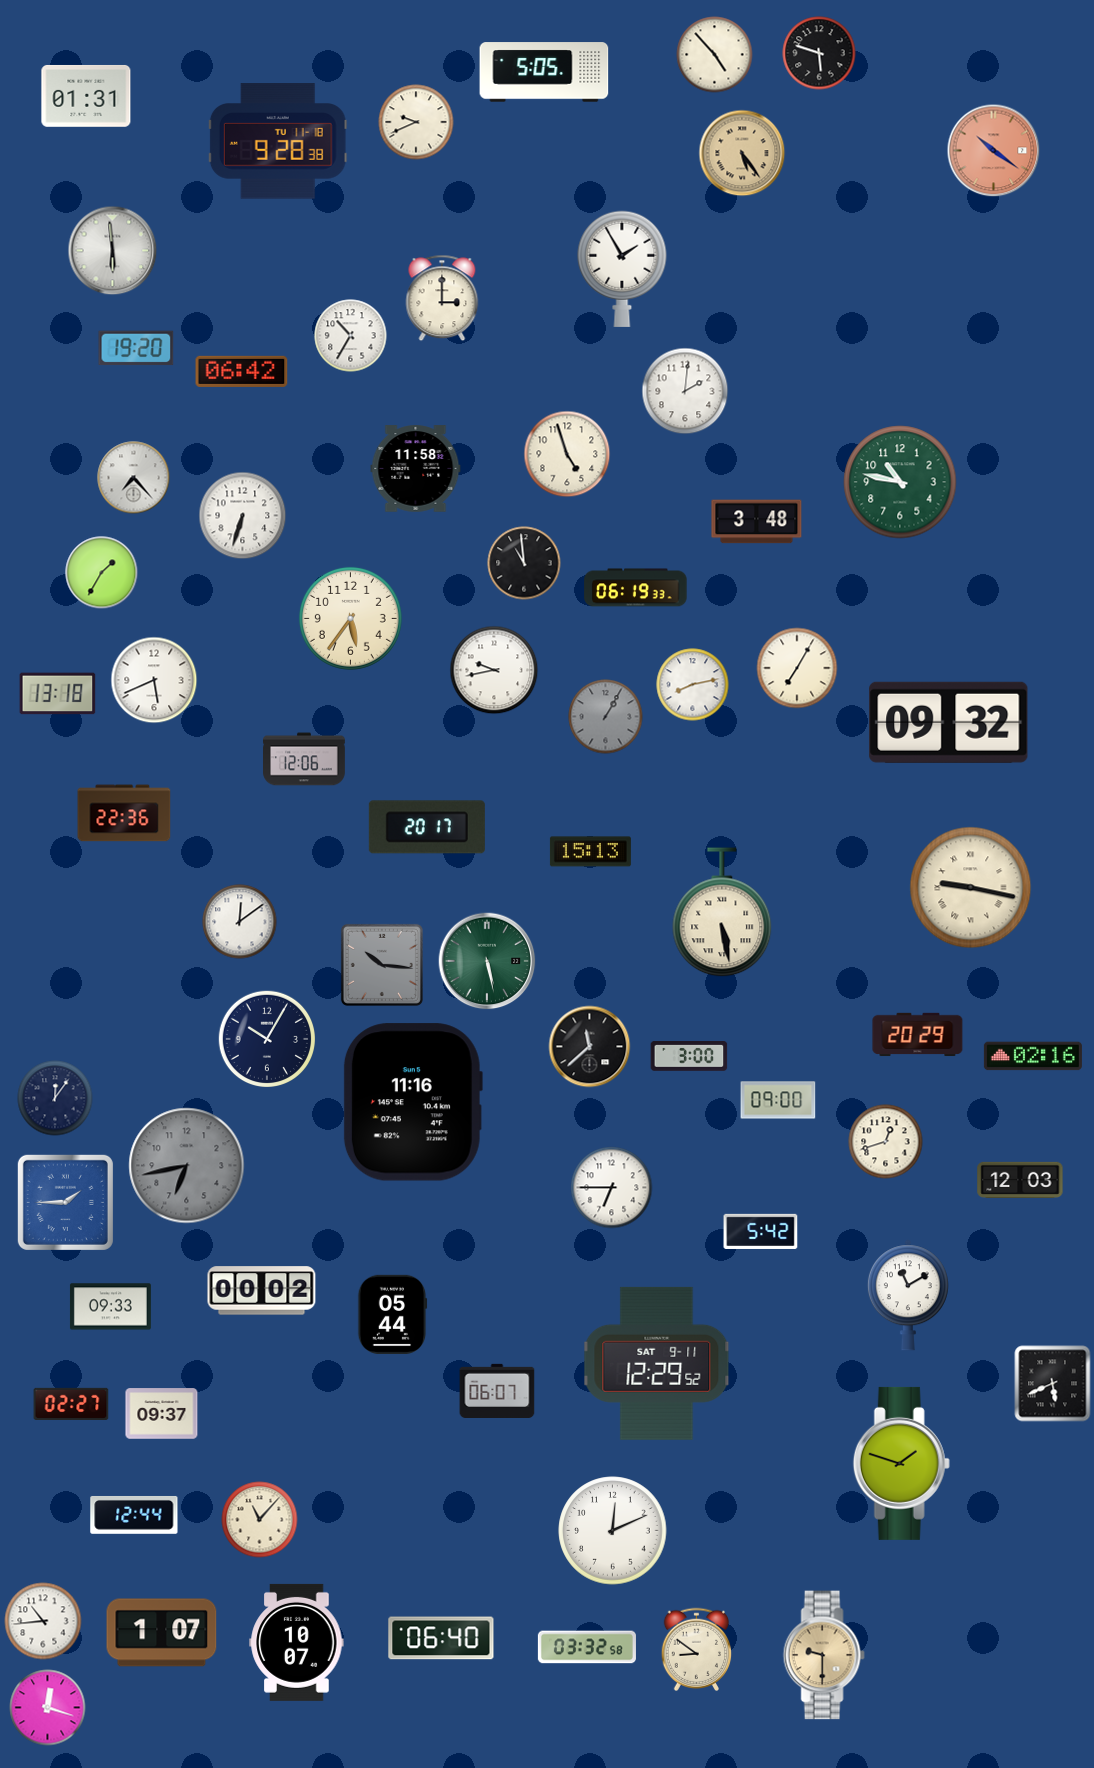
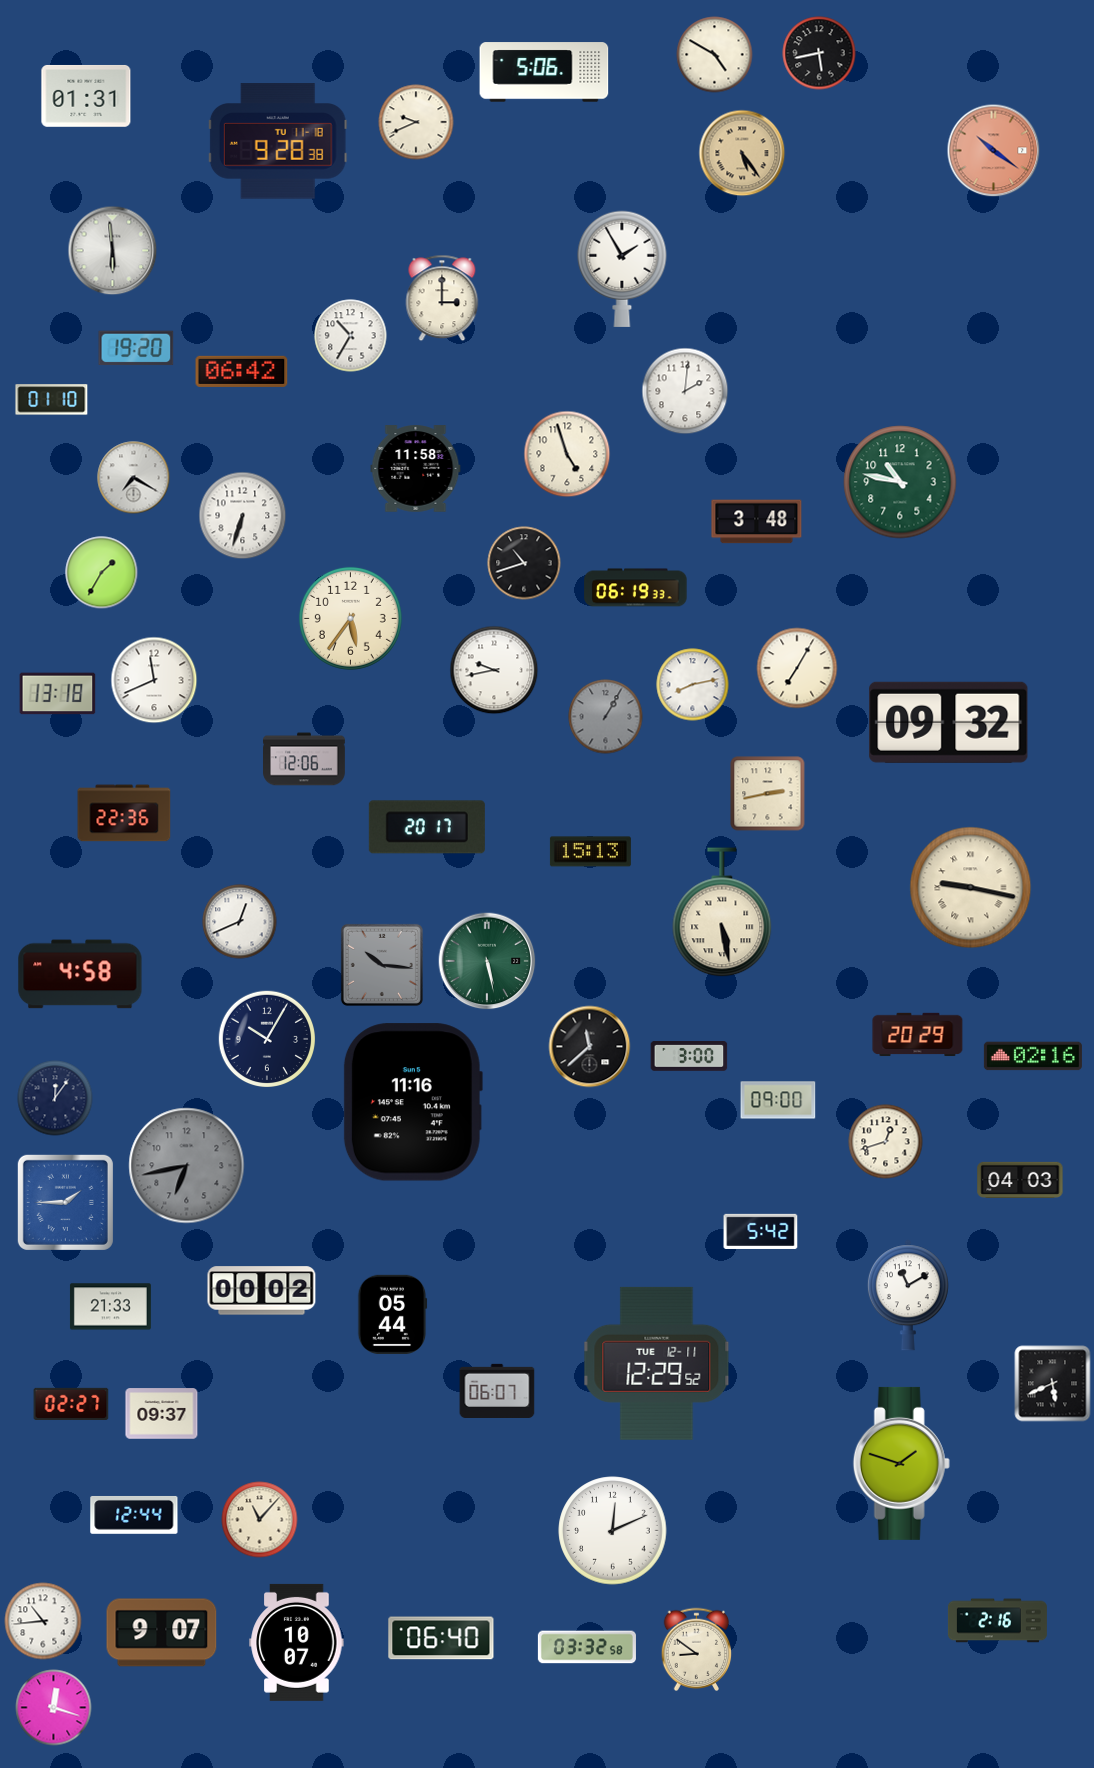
clock at (819, 53): 5:48 -> 5:43
clock at (715, 55): 4:53 -> 4:50
clock at (544, 72): 5:05 -> 5:06
clock at (52, 400): none -> 01:10
clock at (134, 478): 7:23 -> 7:20
clock at (524, 563): 10:59 -> 10:42
clock at (154, 680): 5:41 -> 11:41
clock at (768, 794): none -> 2:43
clock at (240, 922): 12:09 -> 12:41
clock at (80, 974): none -> 4:58
clock at (1020, 1179): 12:03 -> 04:03
clock at (612, 1188): 6:45 -> none
clock at (110, 1307): 09:33 -> 21:33
clock at (657, 1363) date: SAT 9-11 -> TUE 12-11
clock at (997, 1621): none -> 2:16
clock at (162, 1633): 1:07 -> 9:07
clock at (824, 1655): 9:30 -> none
clock at (48, 1708) position: (48, 1708) -> (54, 1708)
